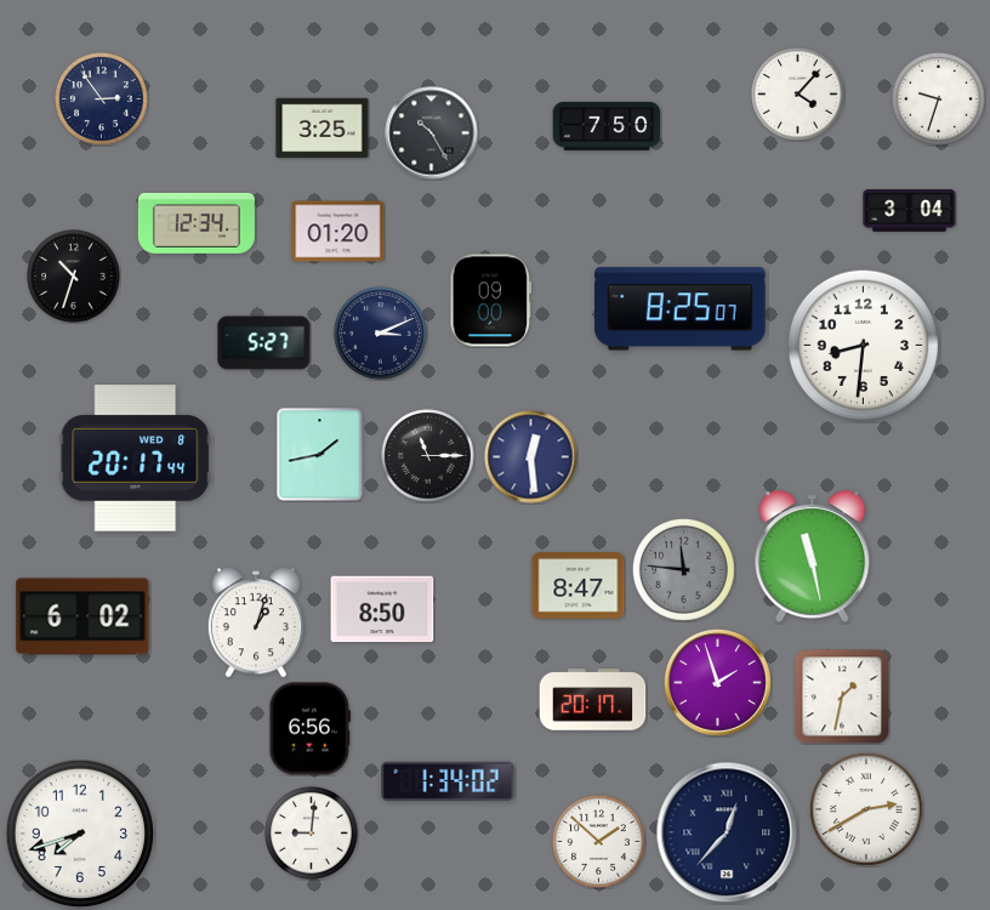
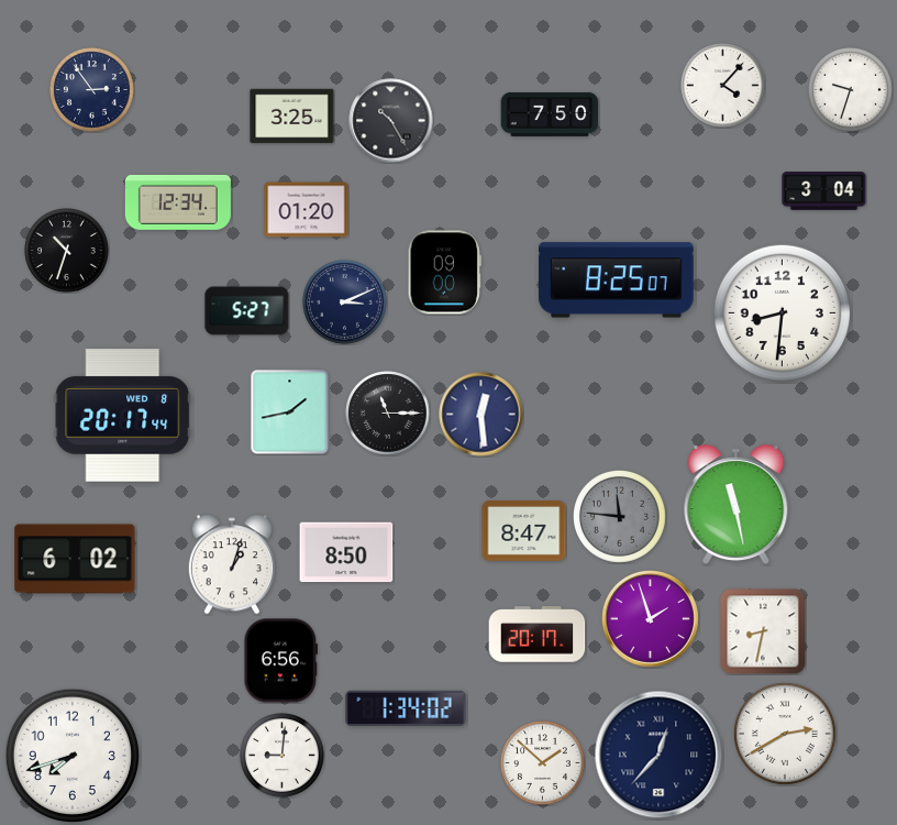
clock at (264, 343) position: (264, 343) -> (247, 311)
clock at (842, 696): 1:32 -> 8:32
